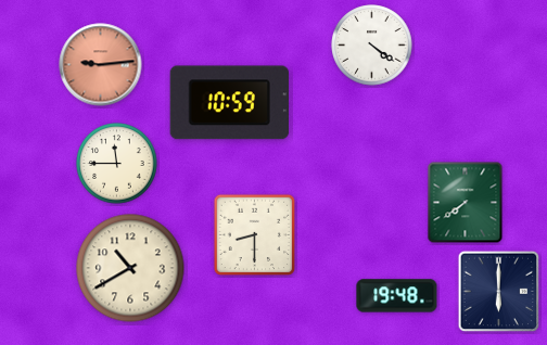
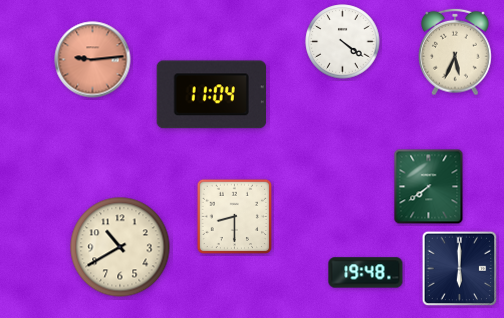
clock at (456, 52): none -> 5:34
clock at (229, 103): 10:59 -> 11:04
clock at (117, 164): 11:45 -> none
